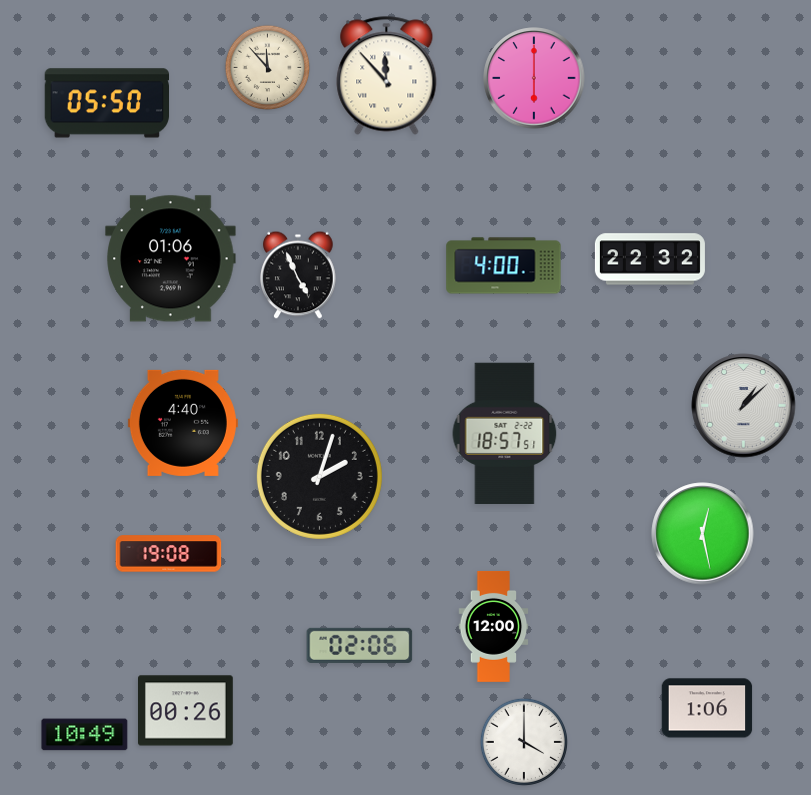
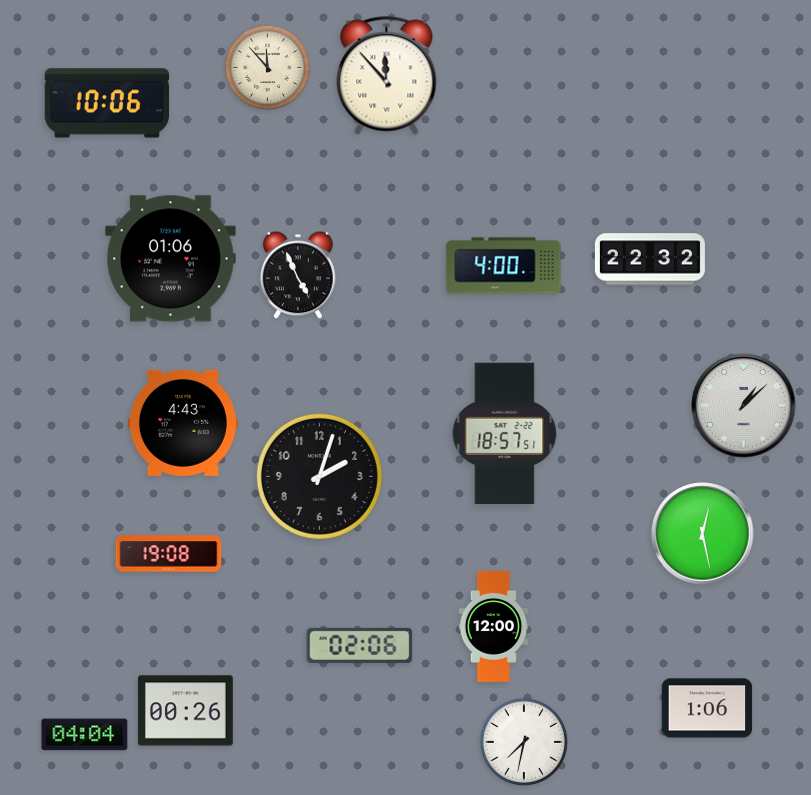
clock at (534, 78): 6:00 -> none
clock at (106, 103): 05:50 -> 10:06
clock at (183, 423): 4:40 -> 4:43
clock at (85, 735): 10:49 -> 04:04
clock at (524, 742): 4:00 -> 7:32
